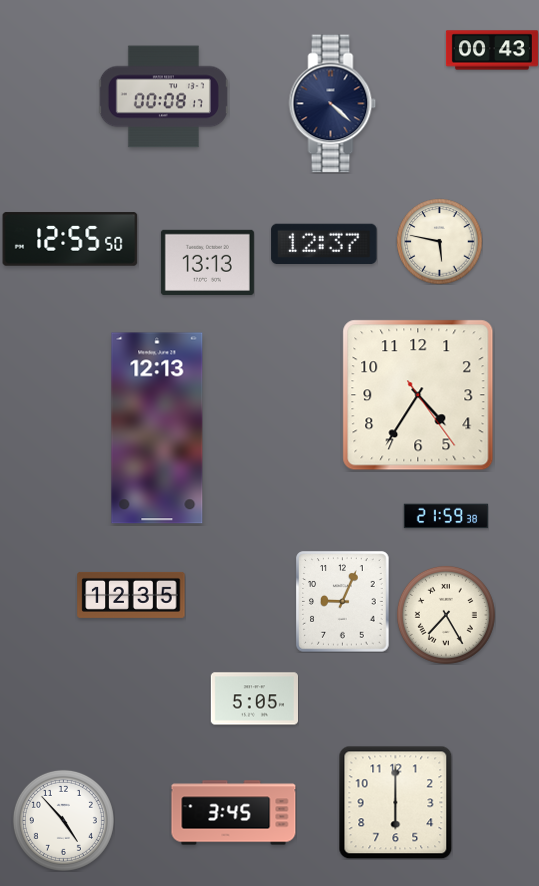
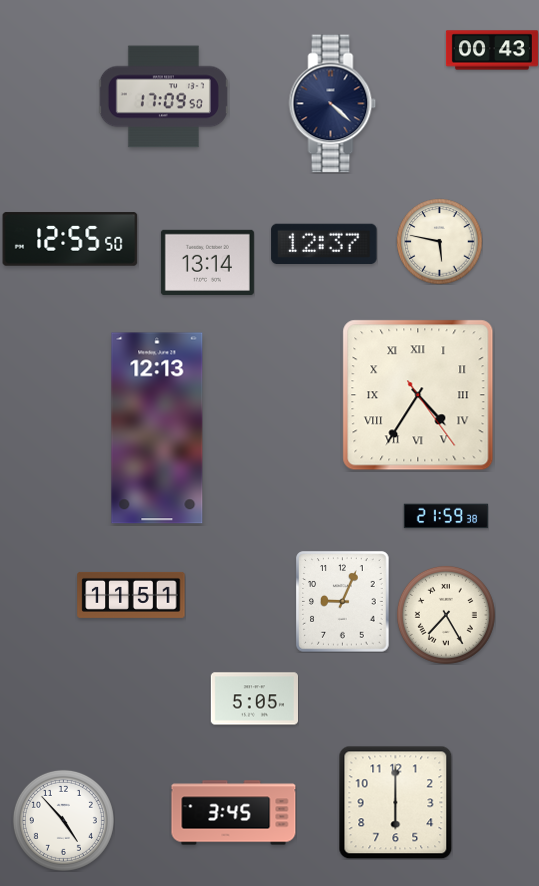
clock at (163, 97): 00:08 -> 17:09
clock at (207, 262): 13:13 -> 13:14
clock at (418, 395) numerals: Arabic -> Roman
clock at (131, 595): 12:35 -> 11:51
